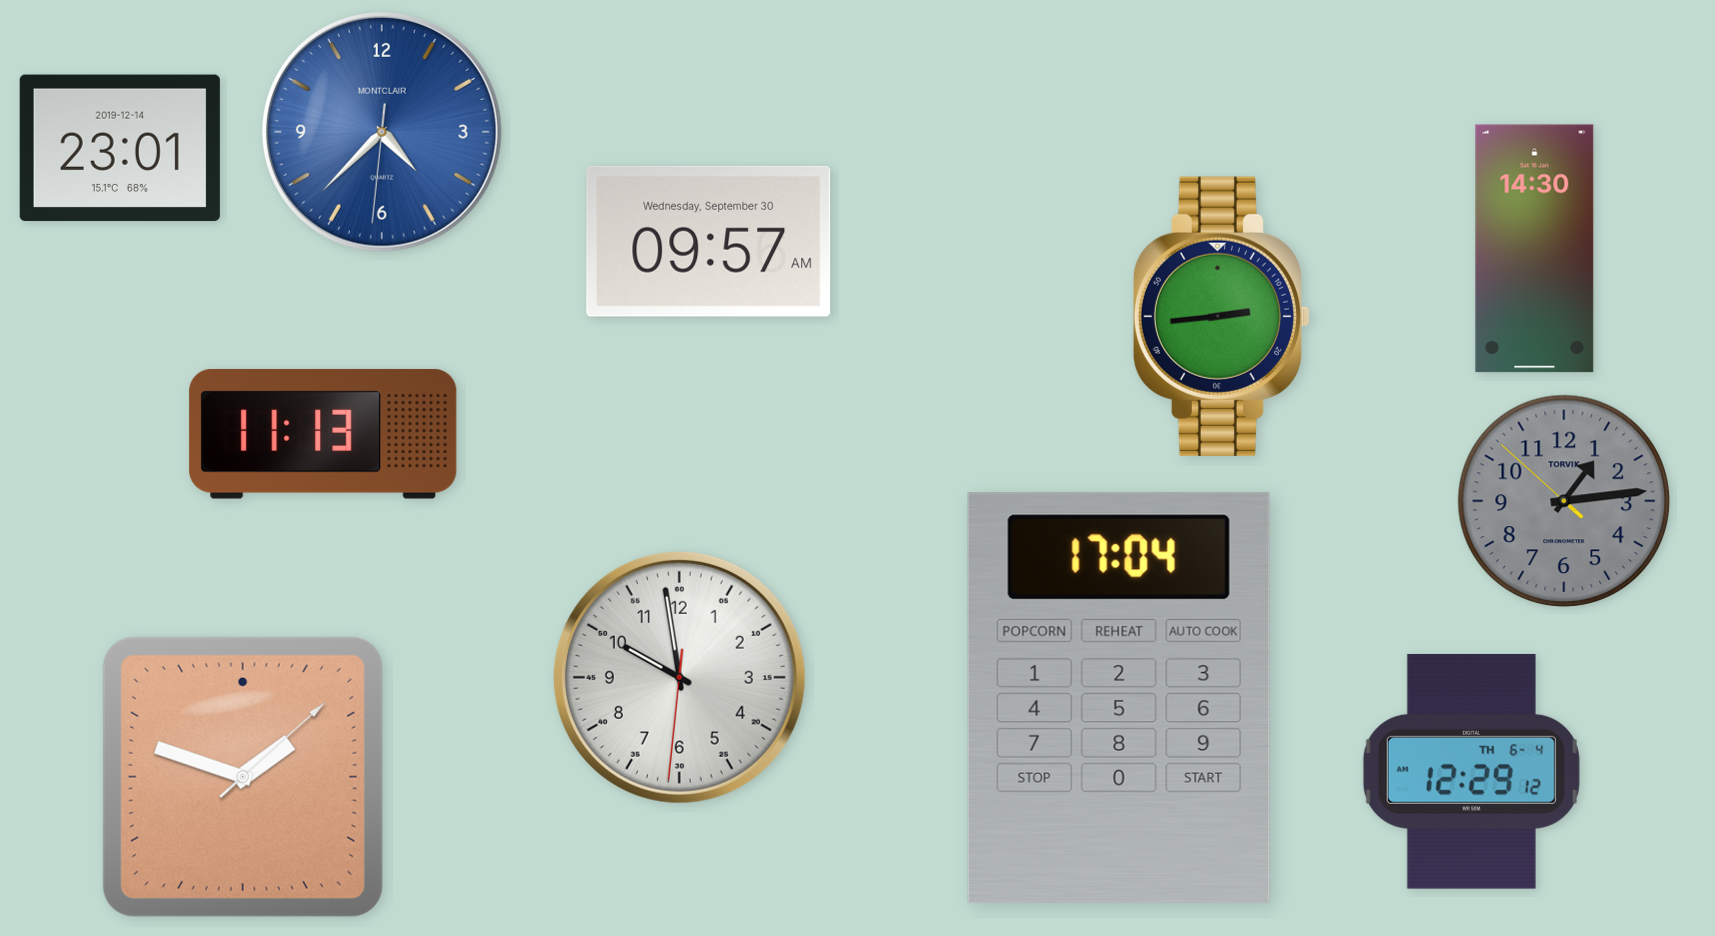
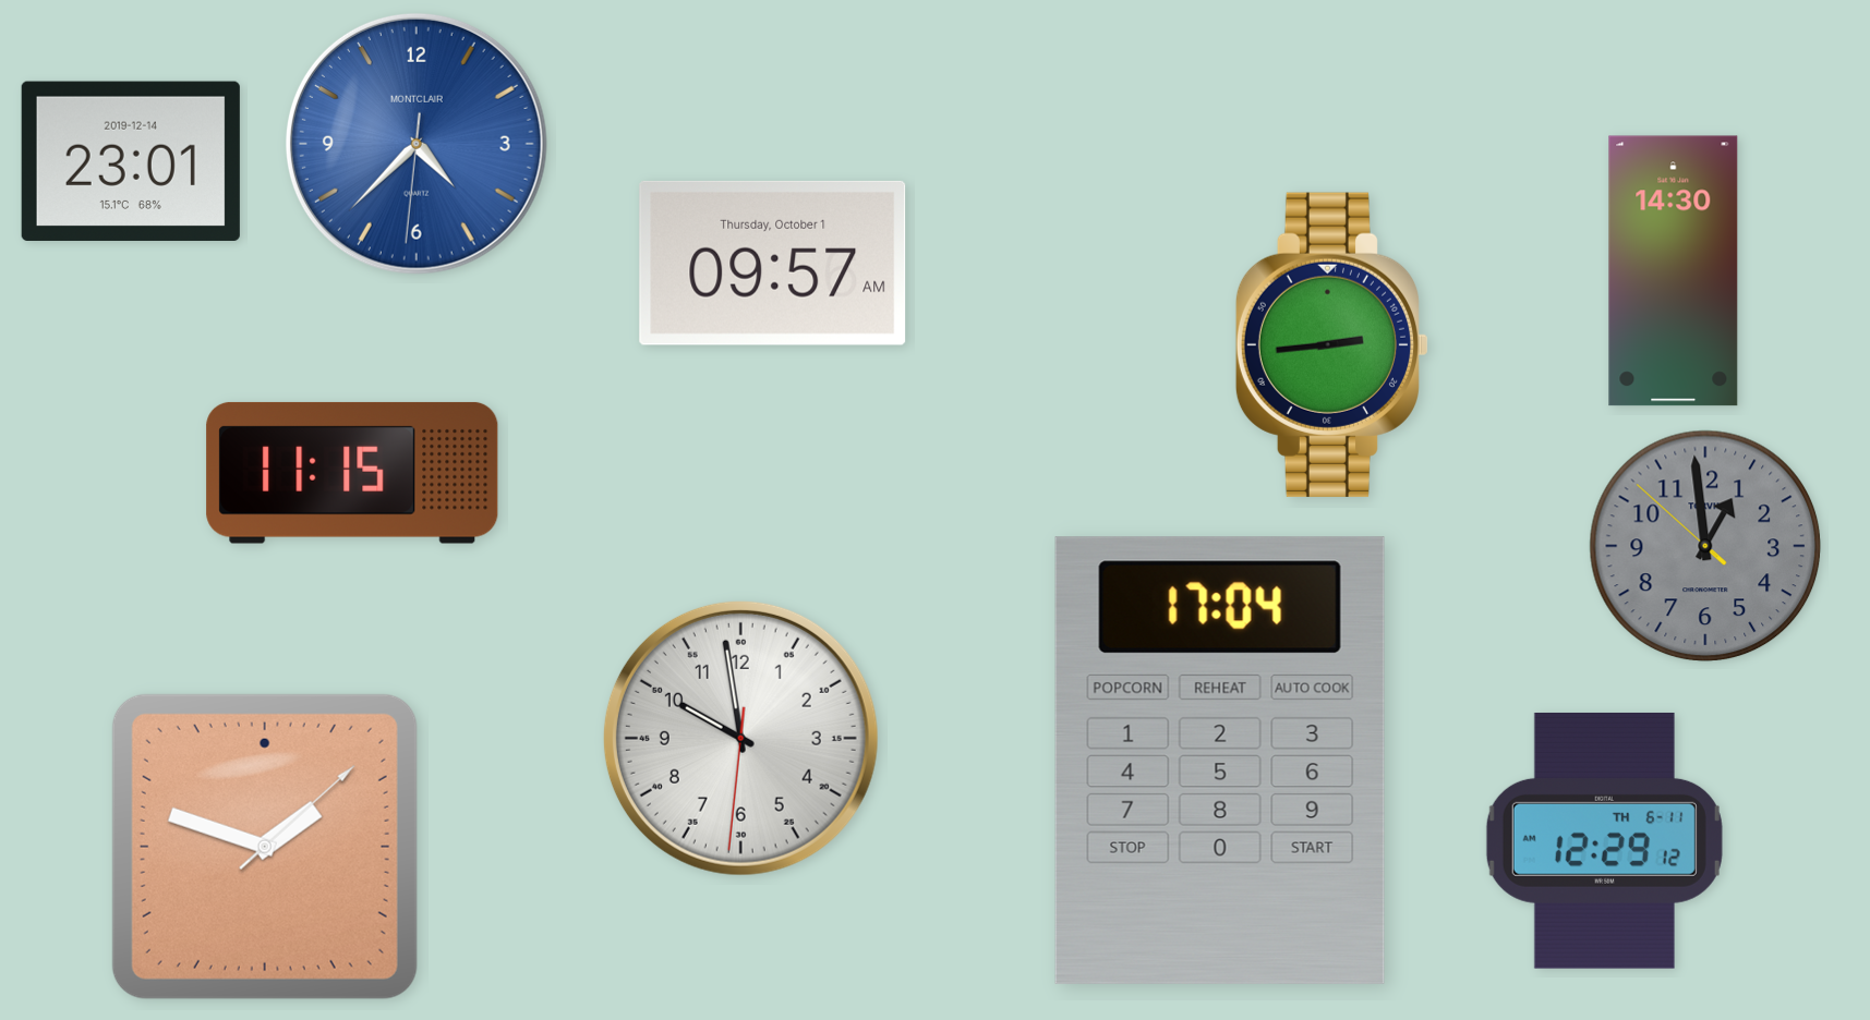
clock at (709, 241) date: Wednesday, September 30 -> Thursday, October 1
clock at (323, 434): 11:13 -> 11:15
clock at (1564, 501): 1:13 -> 12:58
clock at (1471, 771) date: TH 6-4 -> TH 6-11
